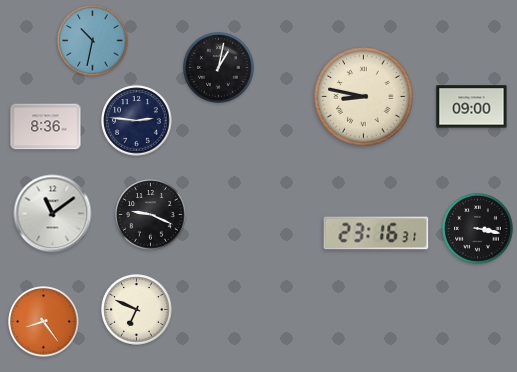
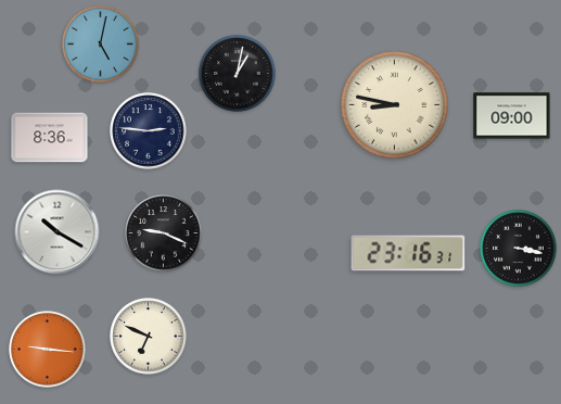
clock at (93, 41): 10:32 -> 5:02
clock at (53, 214): 11:09 -> 10:20
clock at (44, 322): 8:24 -> 9:16
